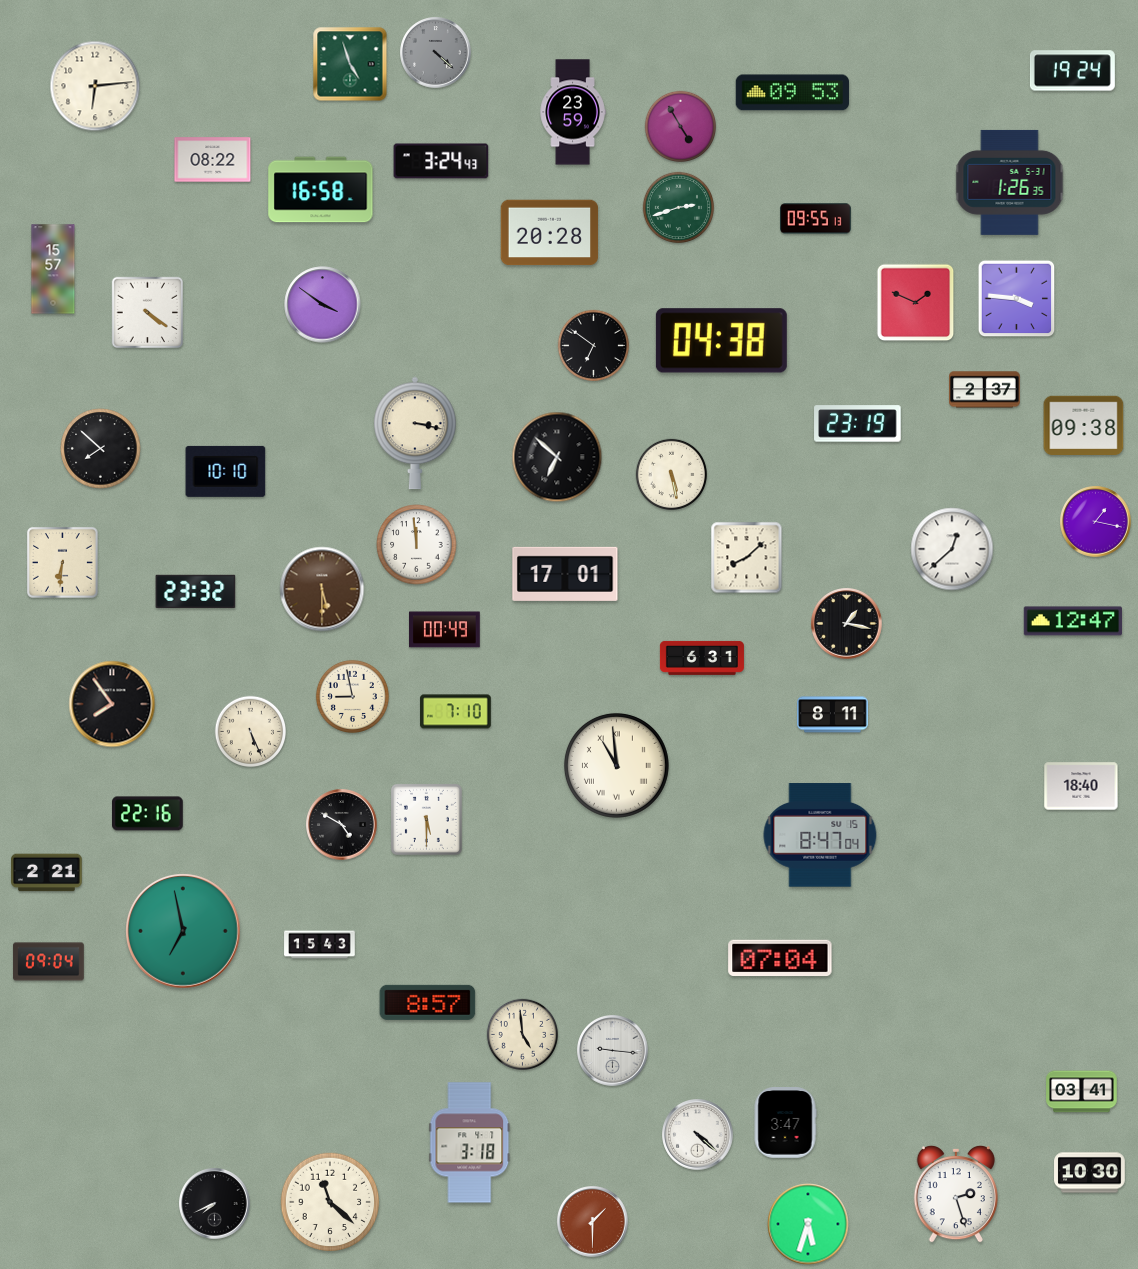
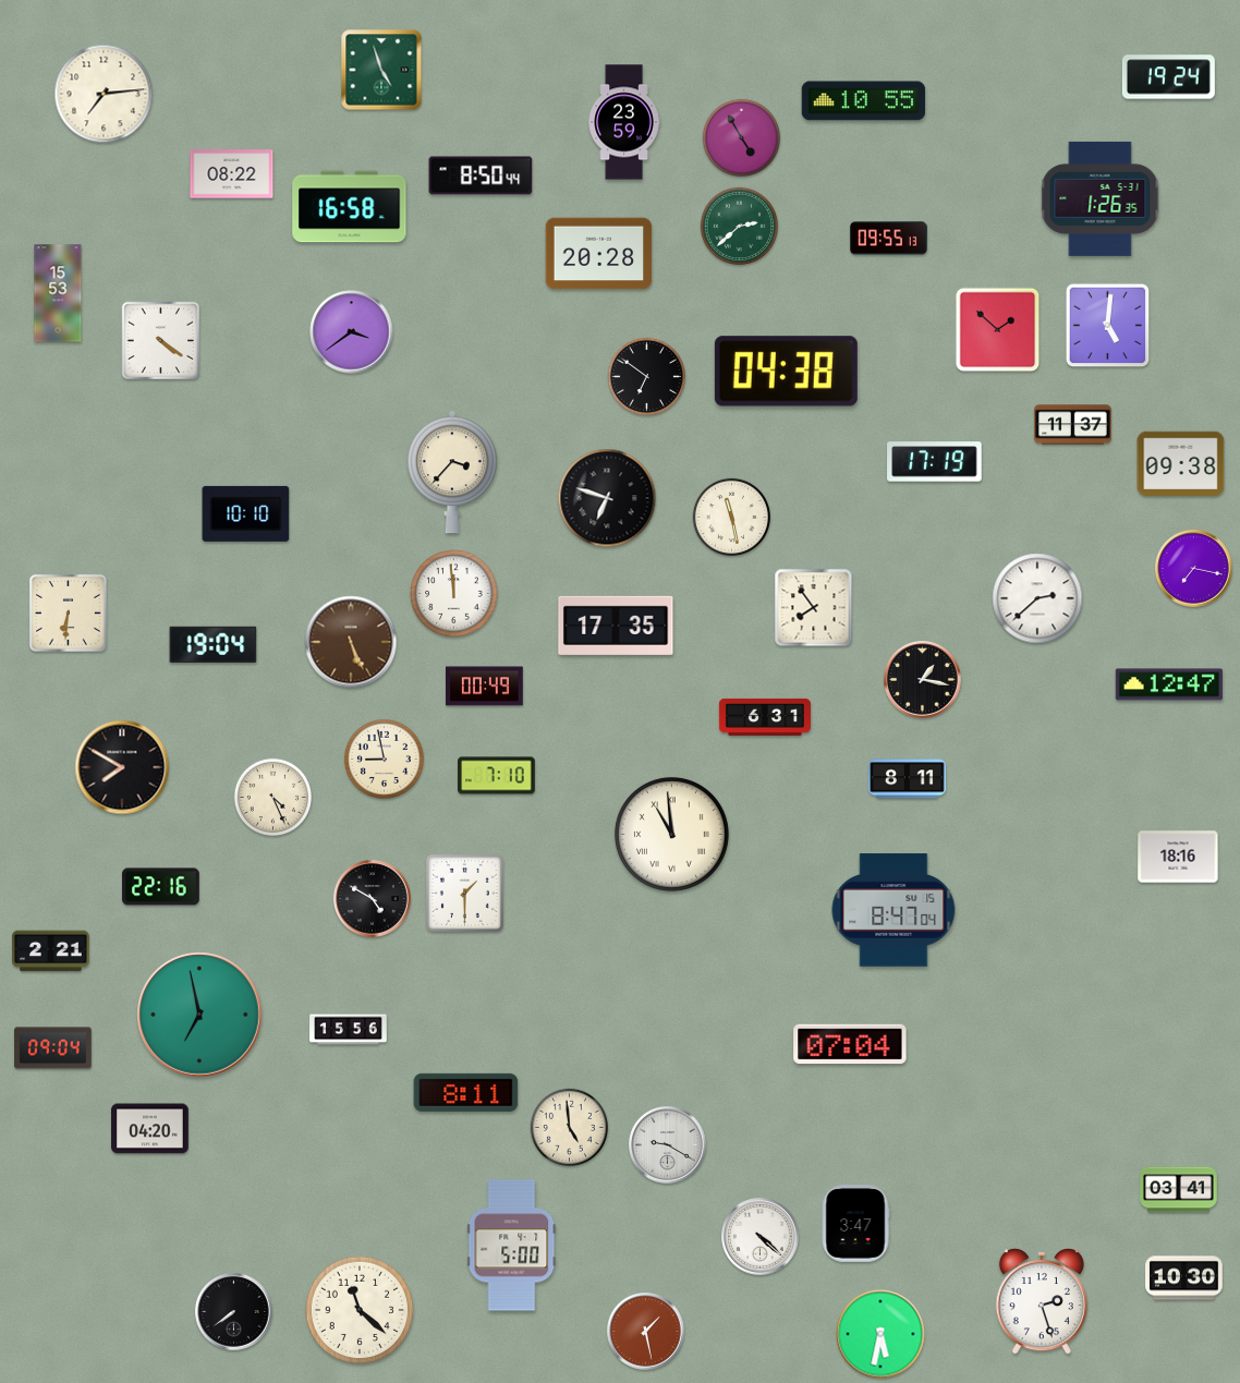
clock at (436, 53): 4:22 -> none
clock at (95, 86): 6:14 -> 7:14
clock at (792, 93): 09:53 -> 10:55
clock at (441, 161): 3:24 -> 8:50
clock at (678, 207): 2:42 -> 2:38
clock at (53, 269): 15:57 -> 15:53
clock at (1017, 299): 3:46 -> 5:01
clock at (916, 303): 1:49 -> 1:52
clock at (323, 305): 3:51 -> 3:39
clock at (985, 390): 2:37 -> 11:37
clock at (858, 424): 23:19 -> 17:19
clock at (416, 433): 3:17 -> 3:37
clock at (101, 449): 7:52 -> none
clock at (557, 457): 6:52 -> 6:48
clock at (671, 474): 5:28 -> 11:28
clock at (1096, 522): 1:17 -> 7:17
clock at (952, 549): 12:38 -> 2:38
clock at (747, 558): 8:08 -> 7:54
clock at (565, 574): 17:01 -> 17:35
clock at (322, 589): 5:30 -> 5:26
clock at (196, 591): 23:32 -> 19:04
clock at (1073, 621) position: (1073, 621) -> (1169, 684)
clock at (112, 704): 7:54 -> 7:50
clock at (250, 731): 5:26 -> 4:26
clock at (1081, 786): 18:40 -> 18:16
clock at (426, 819): 5:30 -> 1:30
clock at (320, 945): 15:43 -> 15:56
clock at (428, 1002): 8:57 -> 8:11
clock at (150, 1129): none -> 04:20
clock at (613, 1051): 9:16 -> 9:20
clock at (470, 1143): 3:18 -> 5:00
clock at (1090, 1173) position: (1090, 1173) -> (1184, 1278)
clock at (215, 1204): 7:41 -> 7:39
clock at (593, 1222): 1:30 -> 1:28
clock at (808, 1224): 5:33 -> 5:32
